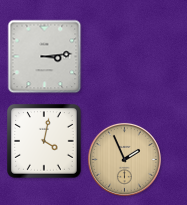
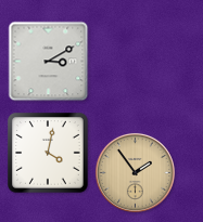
clock at (45, 57): 3:14 -> 3:10
clock at (124, 159): 1:56 -> 1:54
